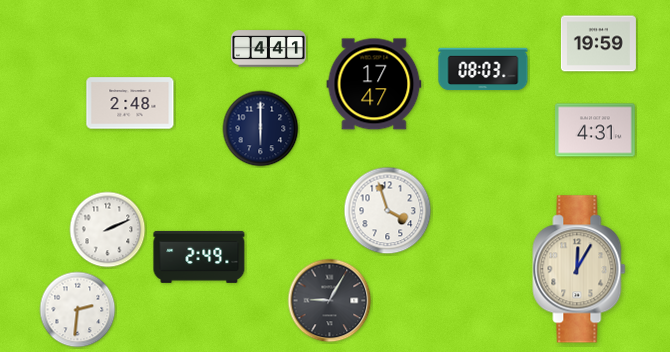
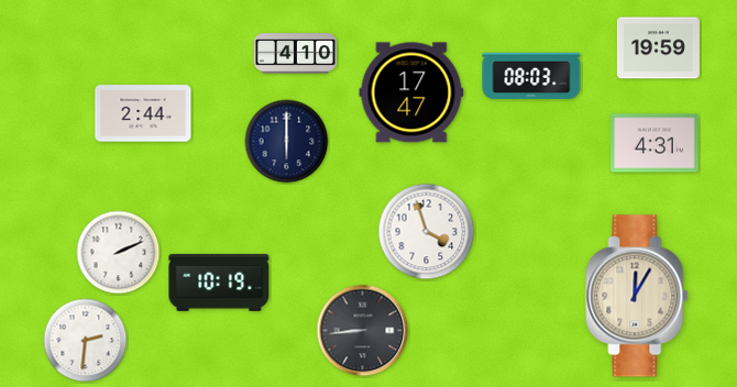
clock at (268, 49): 4:41 -> 4:10
clock at (130, 103): 2:48 -> 2:44
clock at (199, 257): 2:49 -> 10:19
clock at (330, 301): 9:05 -> 8:44
